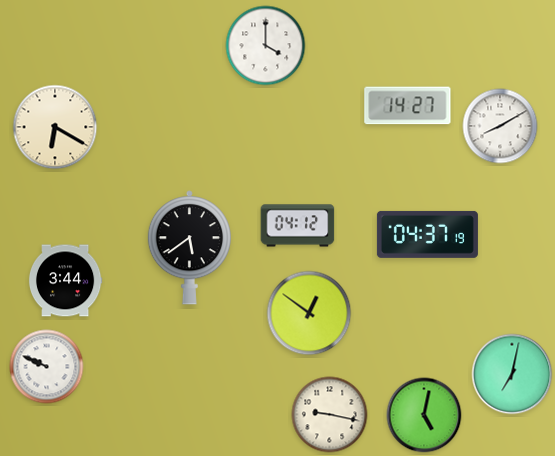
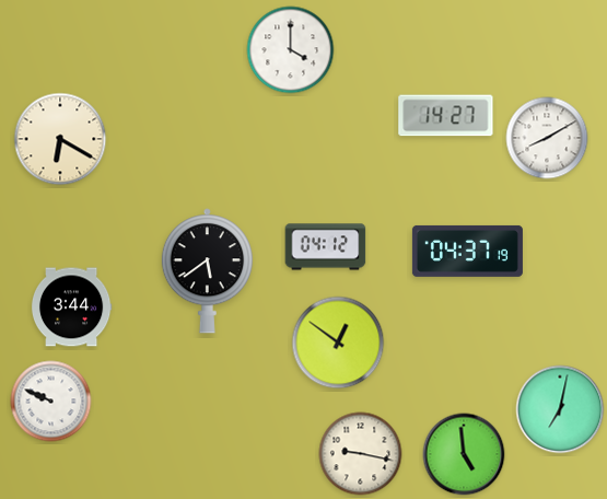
clock at (427, 234) position: (427, 234) -> (467, 251)
clock at (424, 415): 5:02 -> 4:59
